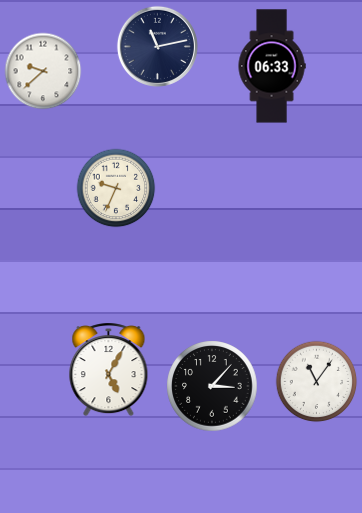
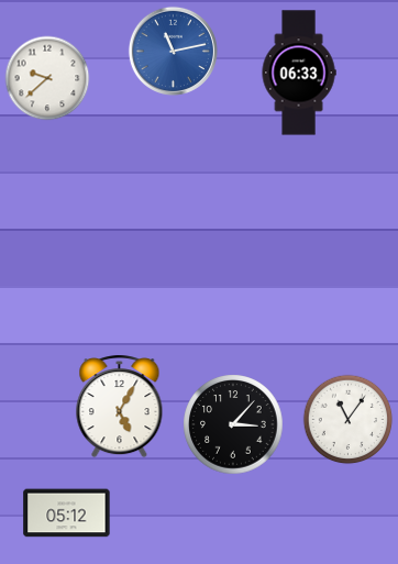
clock at (157, 46) dial: navy -> blue
clock at (116, 188): 9:34 -> none
clock at (67, 513): none -> 05:12
